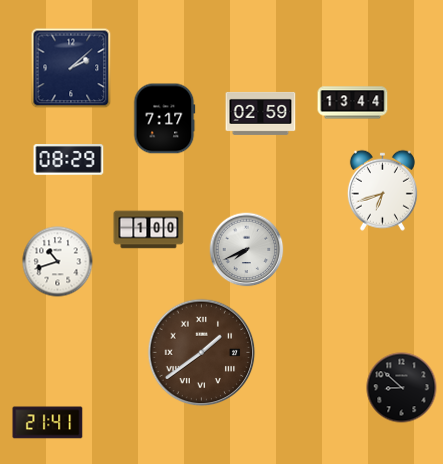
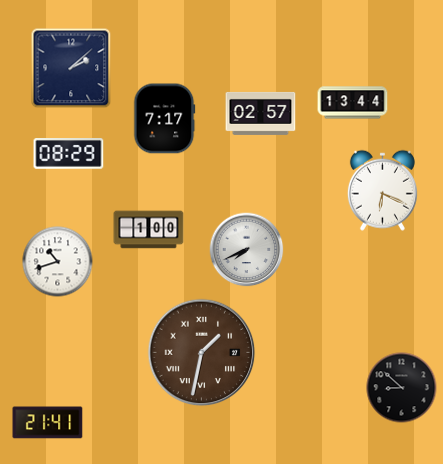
clock at (261, 113): 02:59 -> 02:57
clock at (69, 160) position: (69, 160) -> (69, 154)
clock at (382, 190): 6:42 -> 6:19
clock at (202, 353): 1:39 -> 1:32
